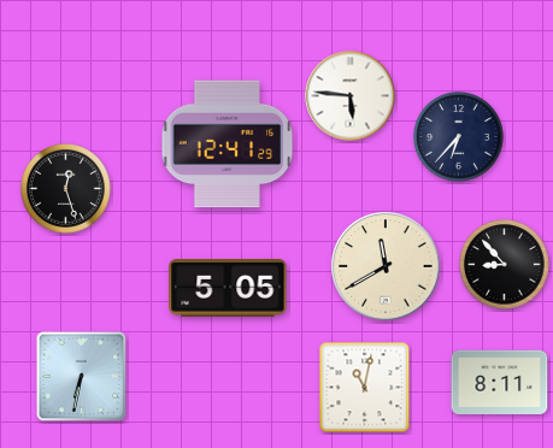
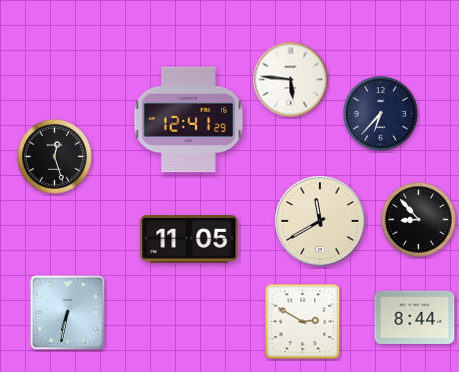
clock at (228, 289): 5:05 -> 11:05
clock at (500, 382): 8:11 -> 8:44
clock at (365, 388): 11:02 -> 2:50
